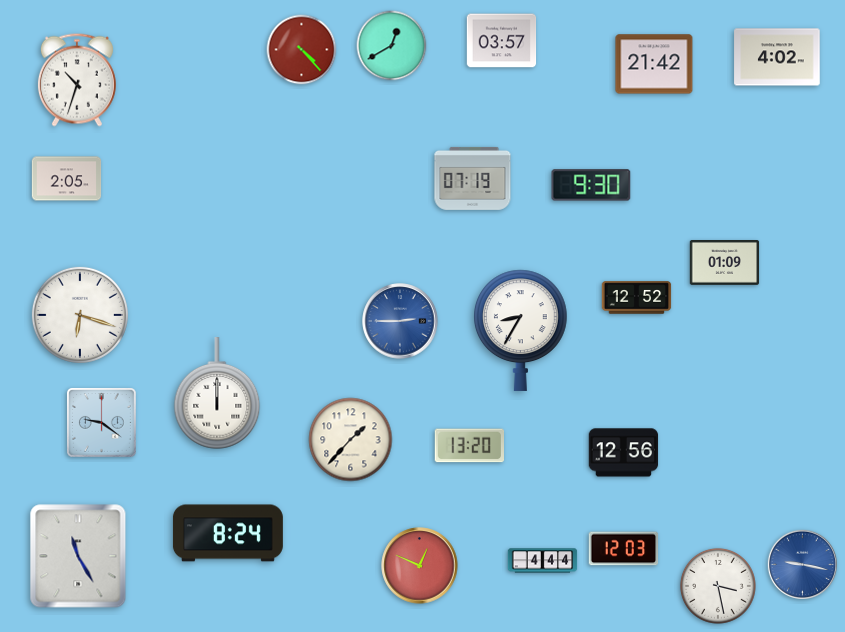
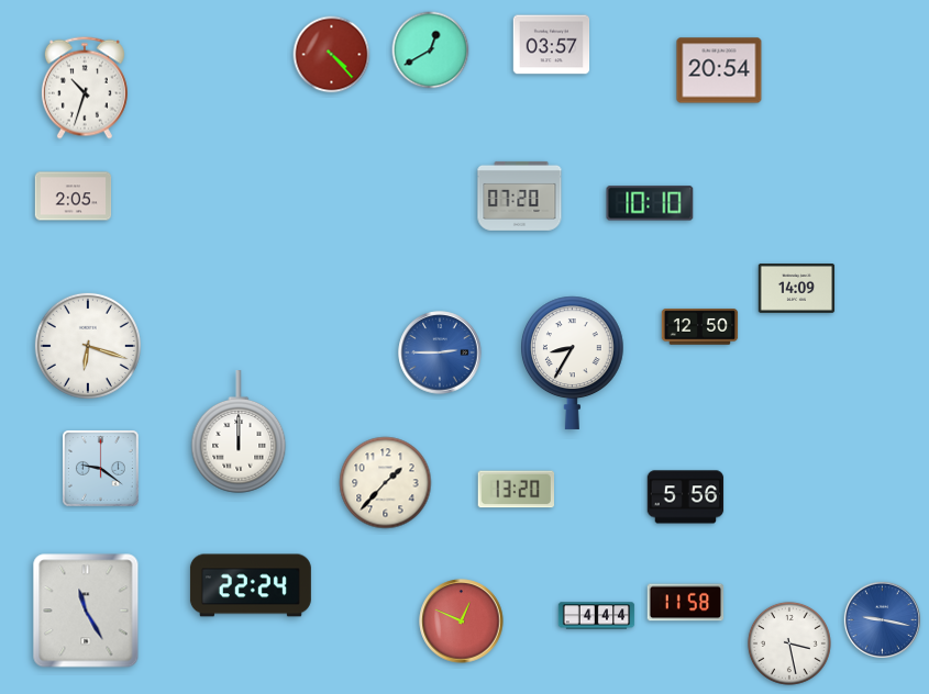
clock at (777, 57): 4:02 -> none
clock at (654, 64): 21:42 -> 20:54
clock at (473, 178): 07:19 -> 07:20
clock at (591, 185): 9:30 -> 10:10
clock at (725, 263): 01:09 -> 14:09
clock at (637, 298): 12:52 -> 12:50
clock at (102, 423) position: (102, 423) -> (101, 469)
clock at (624, 453): 12:56 -> 5:56
clock at (228, 533): 8:24 -> 22:24
clock at (624, 549): 12:03 -> 11:58
